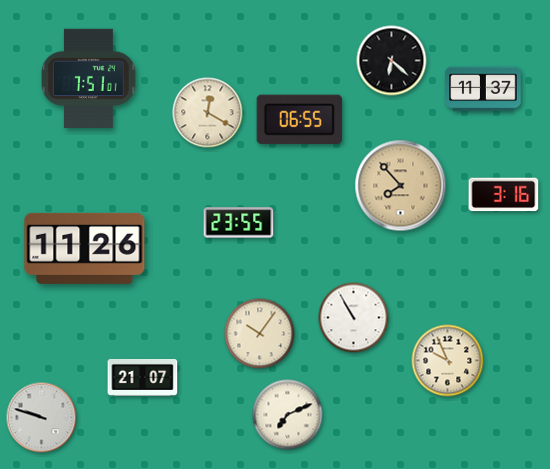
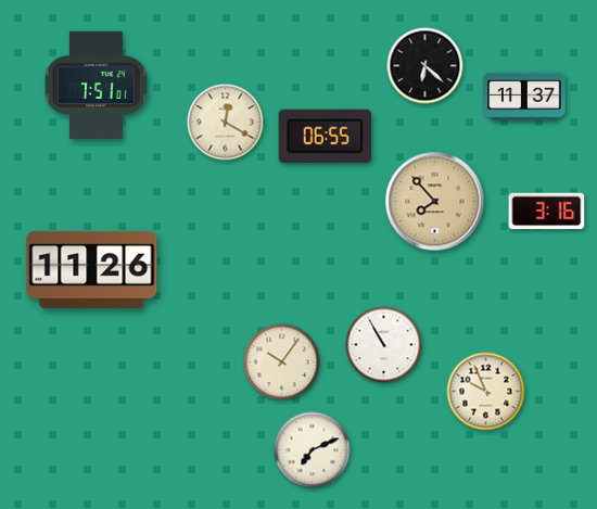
clock at (299, 119) position: (299, 119) -> (325, 136)
clock at (239, 223): 23:55 -> none
clock at (143, 377): 21:07 -> none
clock at (42, 418): 9:48 -> none
